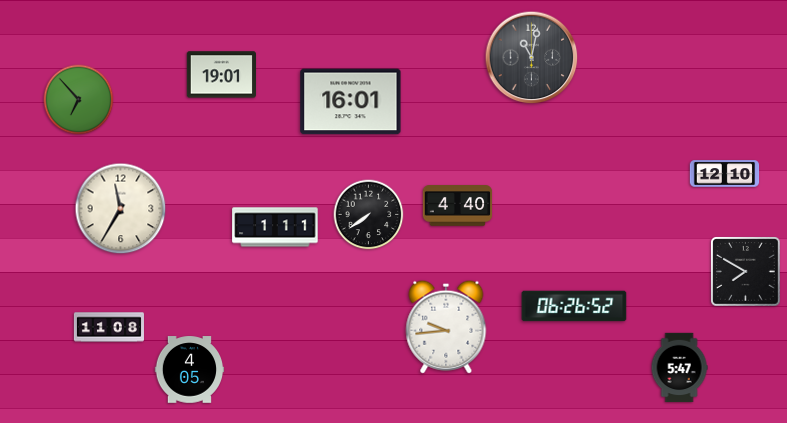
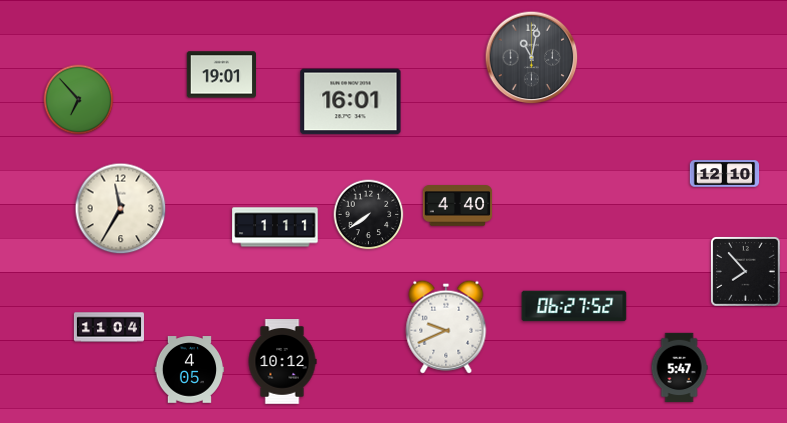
clock at (746, 272): 7:50 -> 7:53
clock at (574, 306): 06:26 -> 06:27
clock at (109, 327): 11:08 -> 11:04
clock at (446, 327): 9:44 -> 9:41
clock at (282, 362): none -> 10:12
